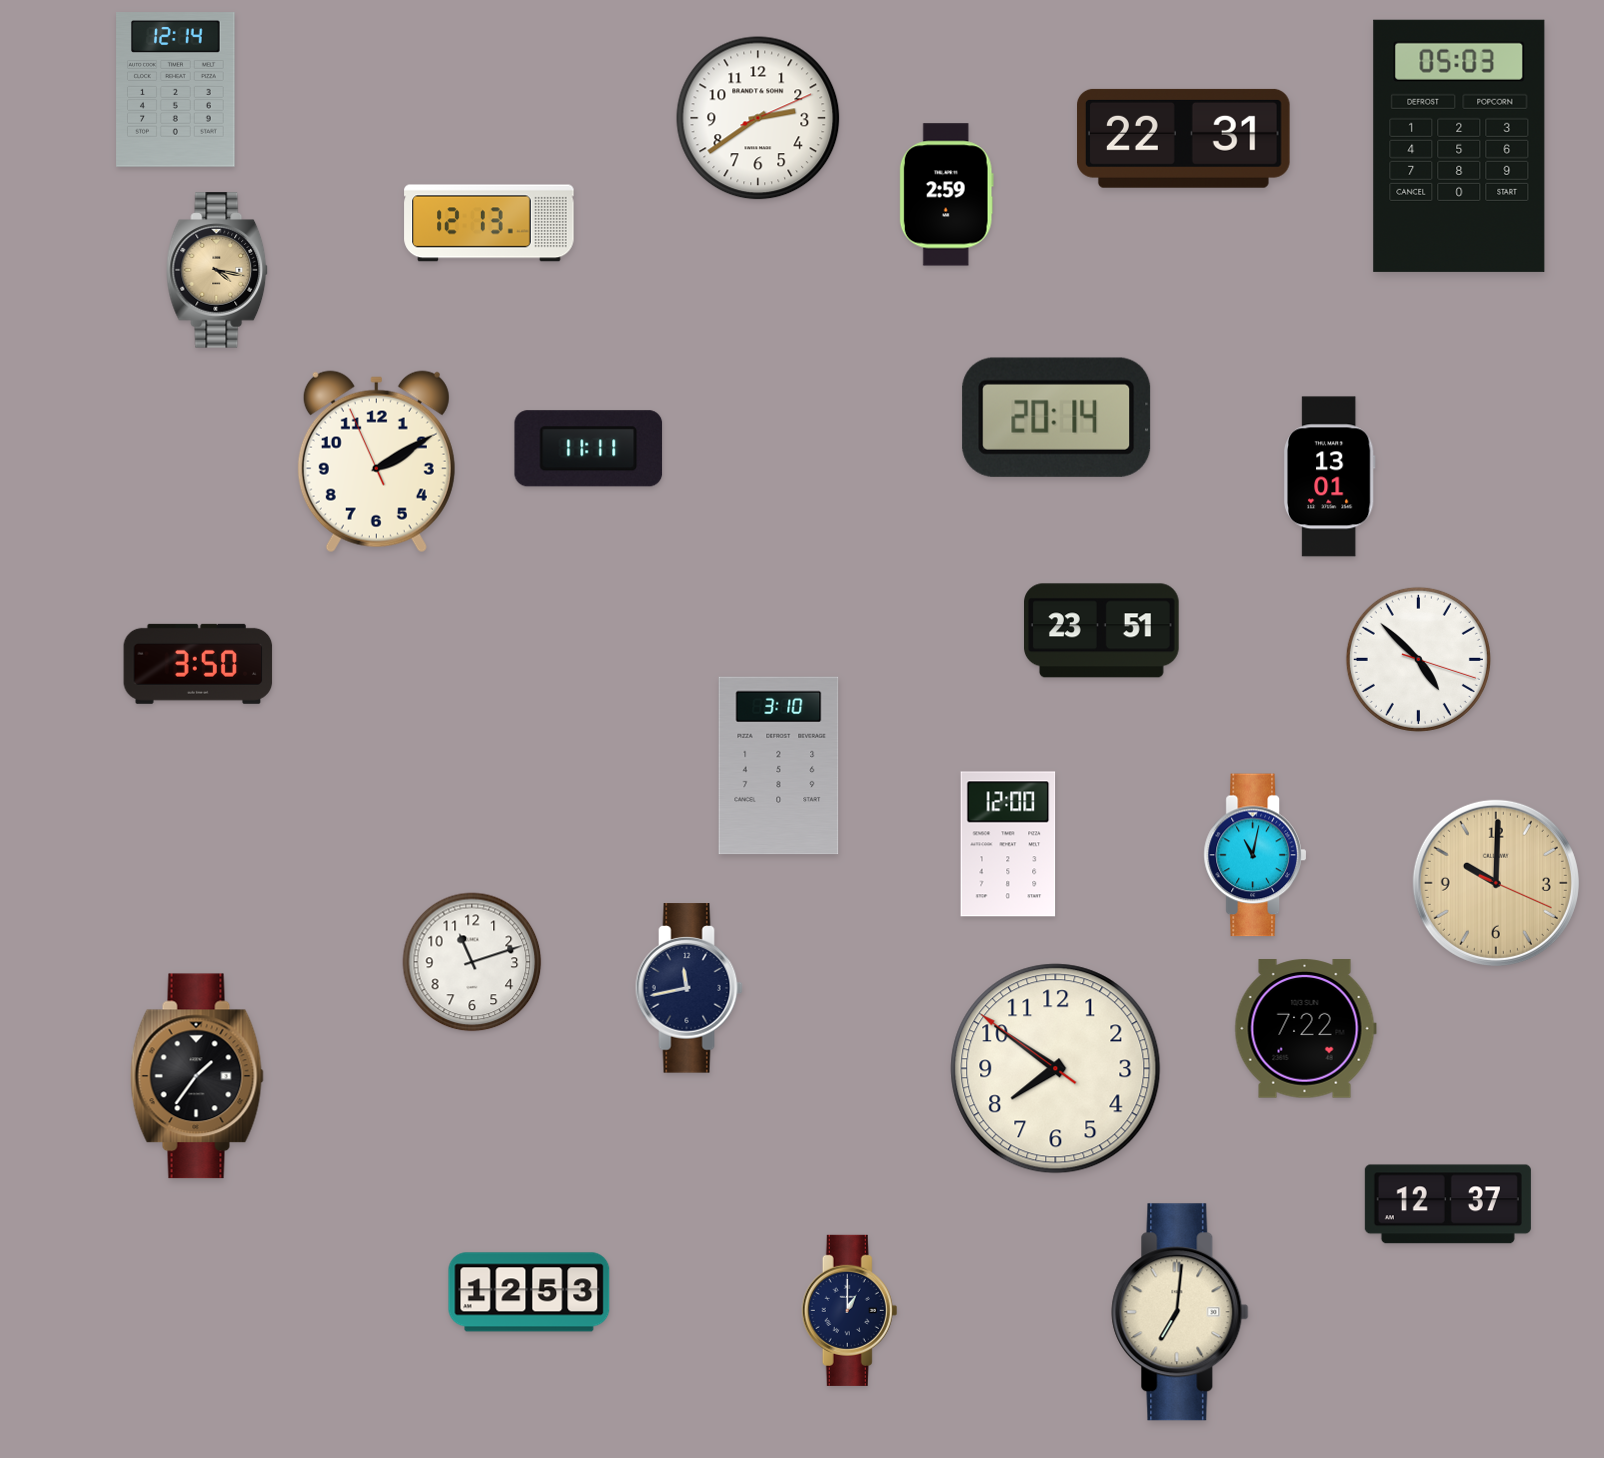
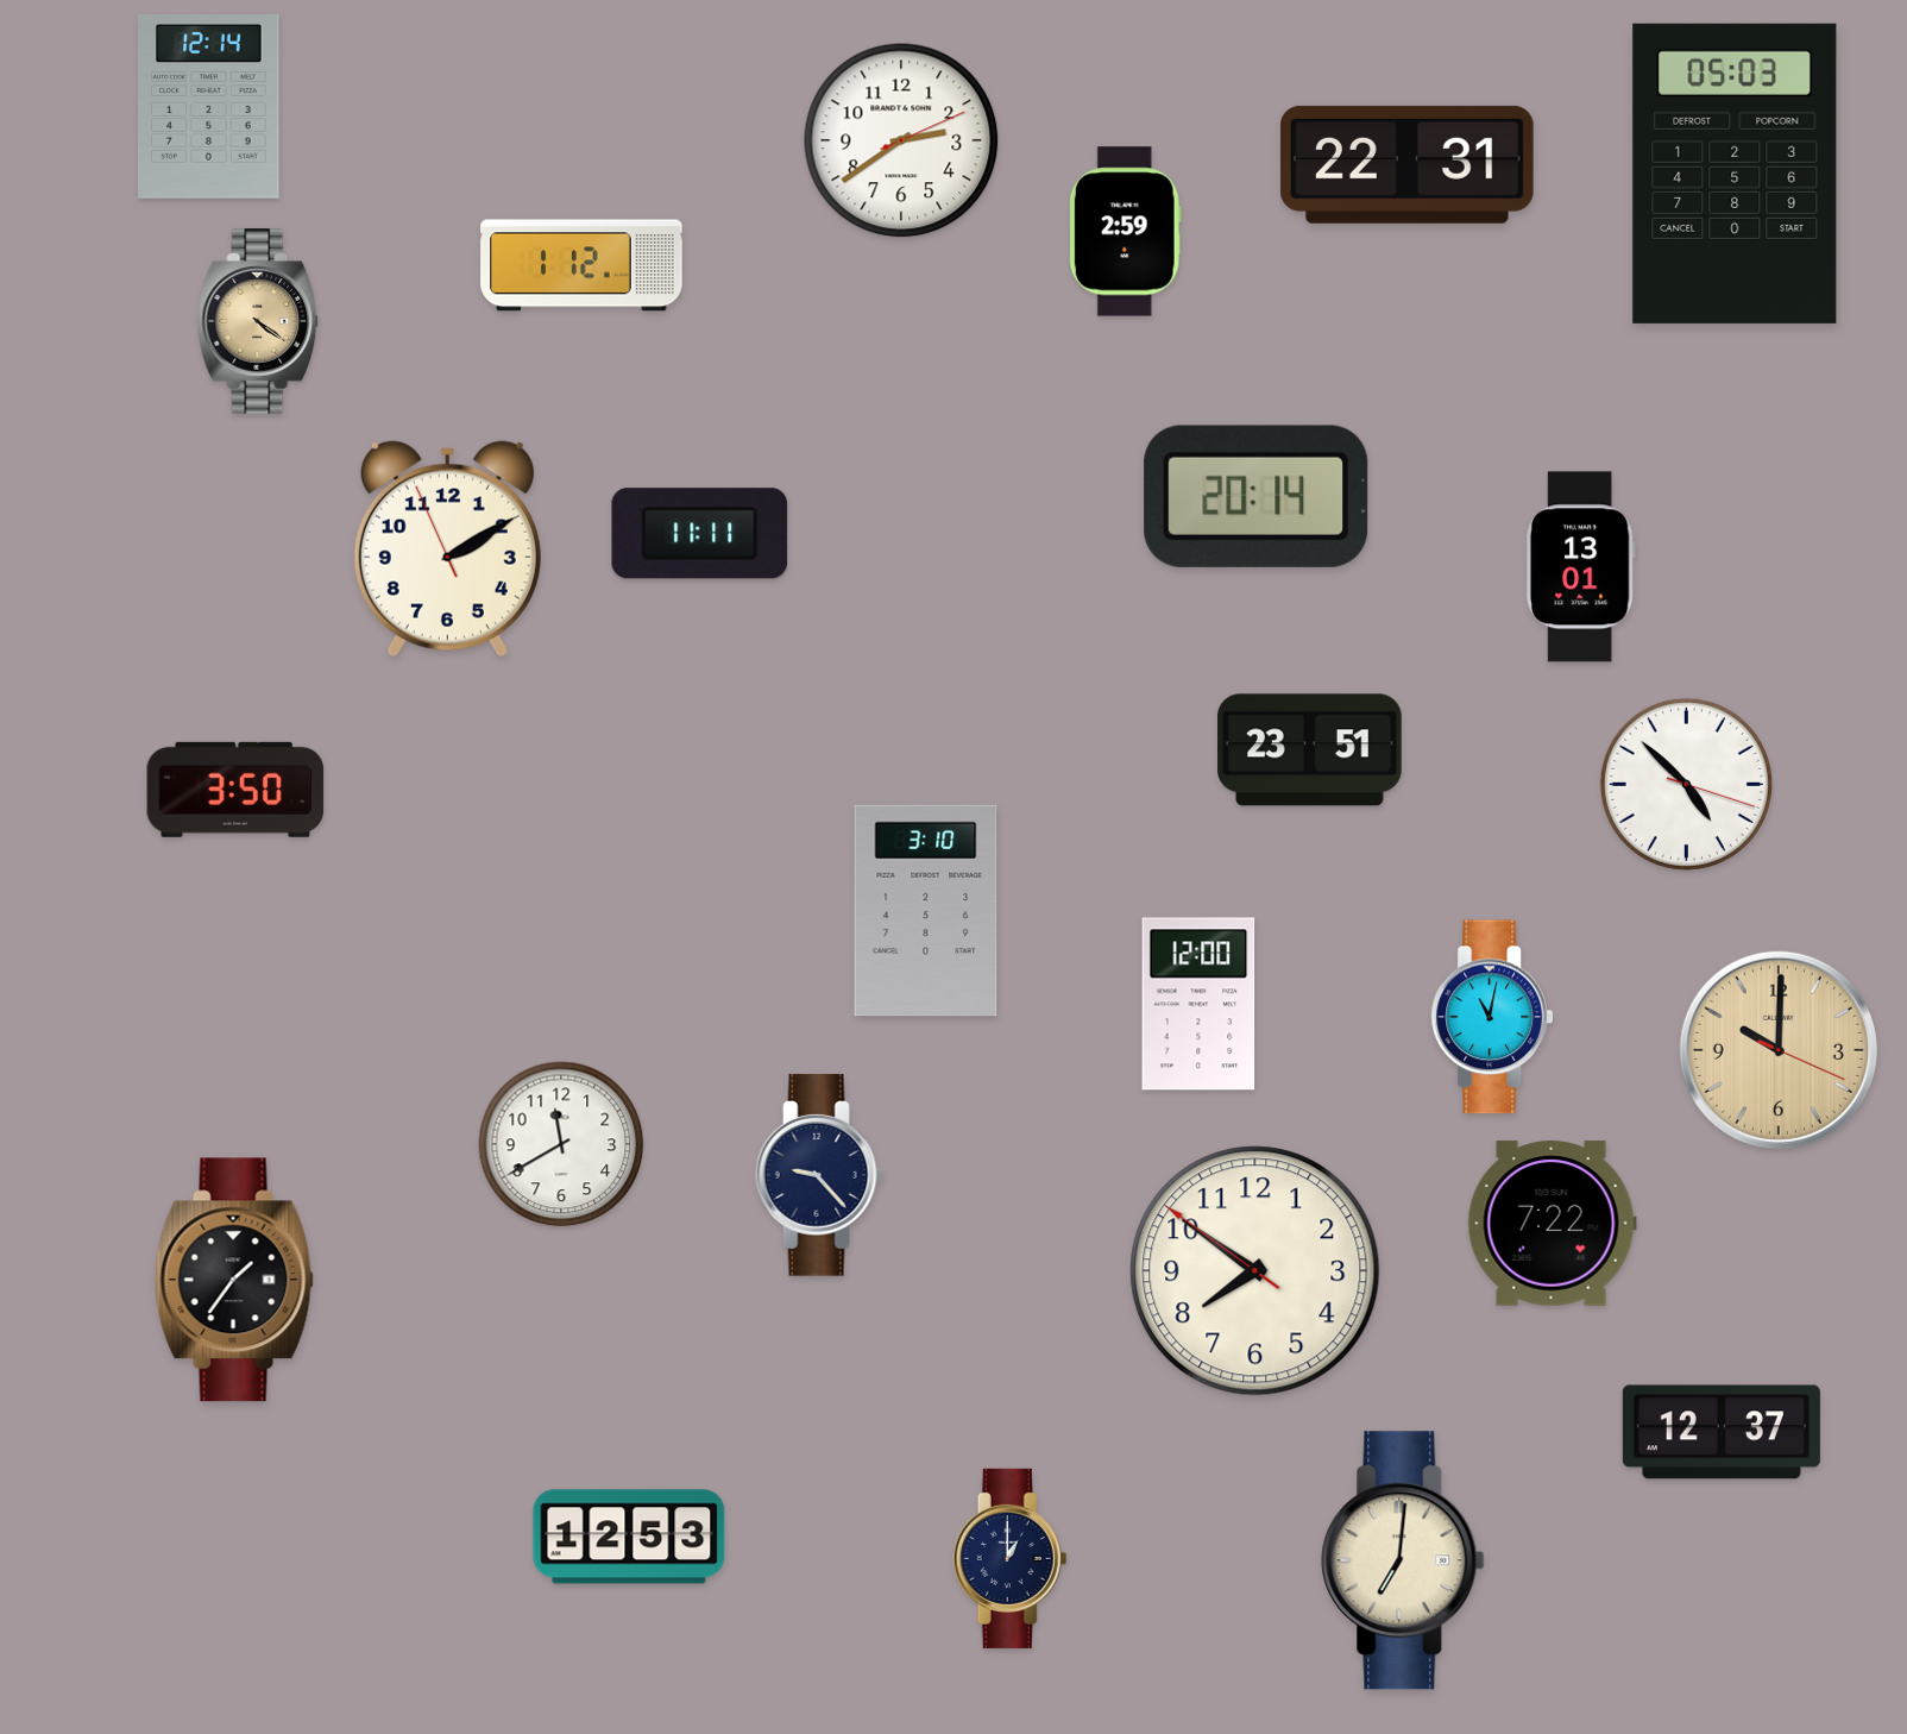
clock at (489, 223): 12:13 -> 1:12
clock at (218, 270): 4:17 -> 4:21
clock at (472, 962): 11:12 -> 11:40
clock at (689, 988): 11:43 -> 9:23
